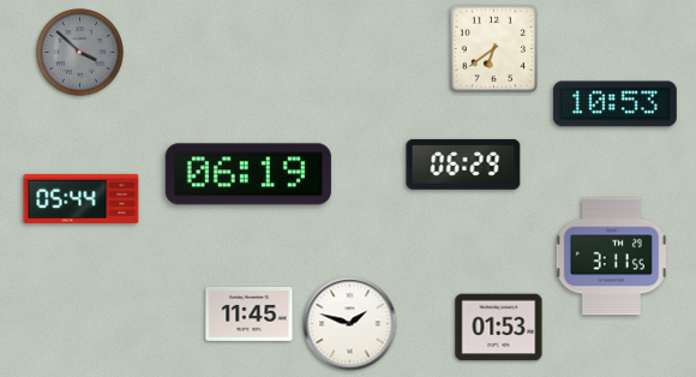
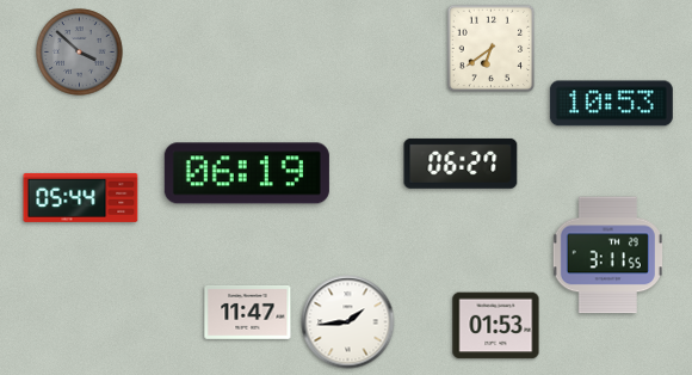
clock at (463, 164): 06:29 -> 06:27
clock at (250, 313): 11:45 -> 11:47
clock at (350, 324): 1:48 -> 1:44
